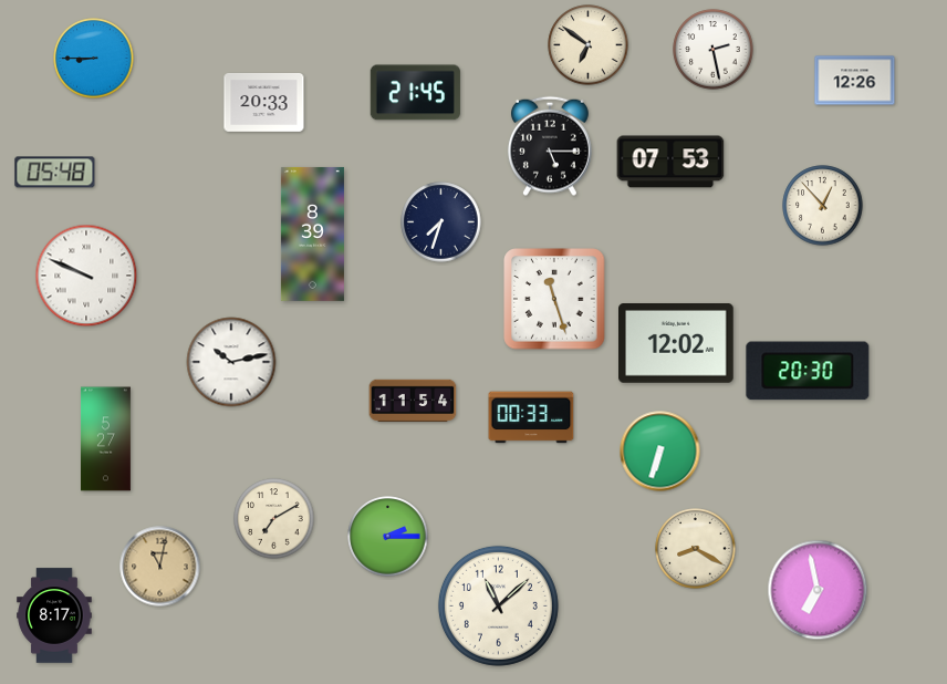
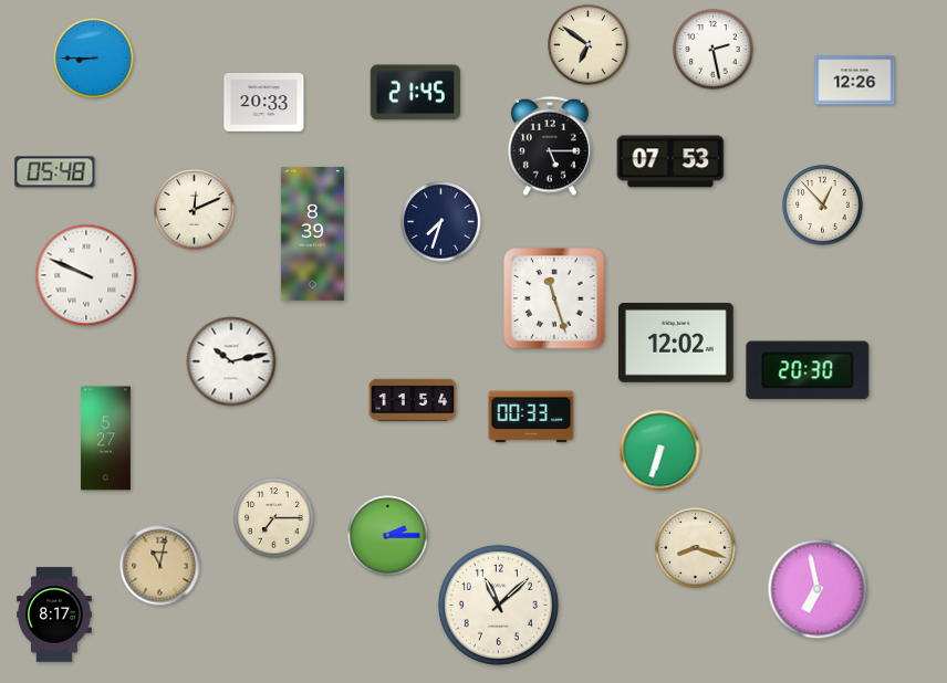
clock at (195, 210): none -> 12:11
clock at (274, 519): 7:10 -> 7:15
clock at (696, 549): 8:20 -> 8:18
